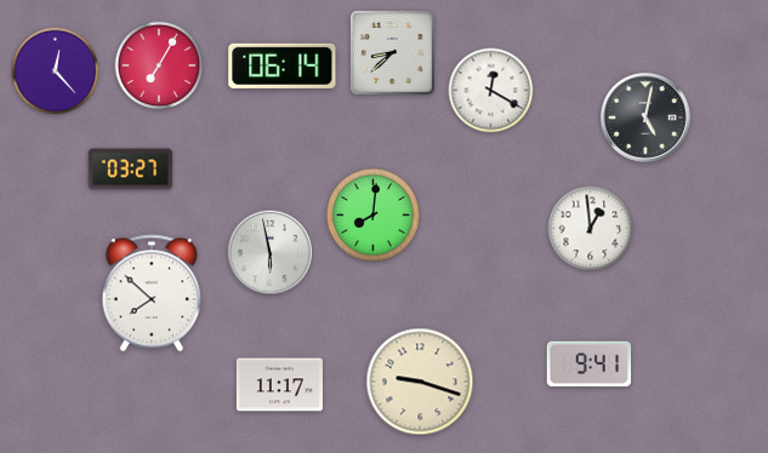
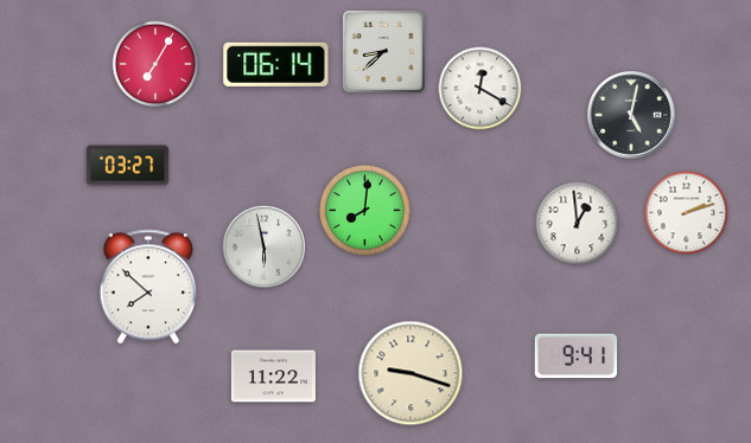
clock at (56, 71): 12:23 -> none
clock at (687, 213): none -> 2:12
clock at (279, 385): 11:17 -> 11:22
